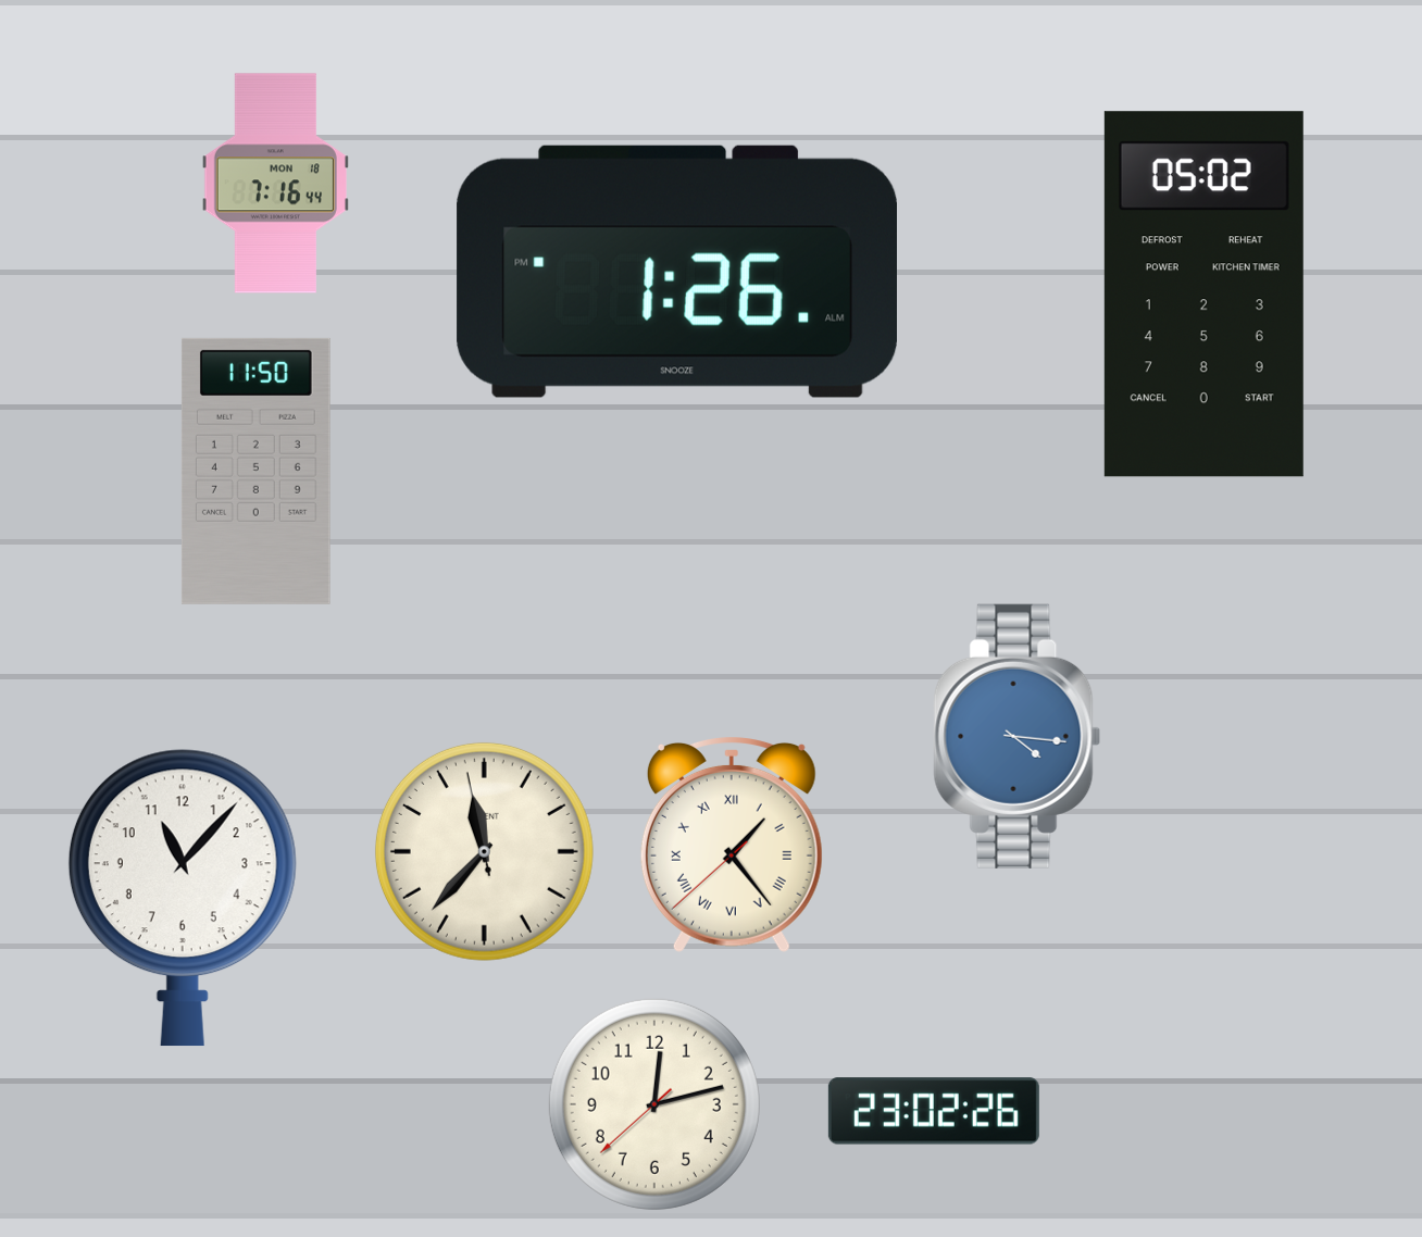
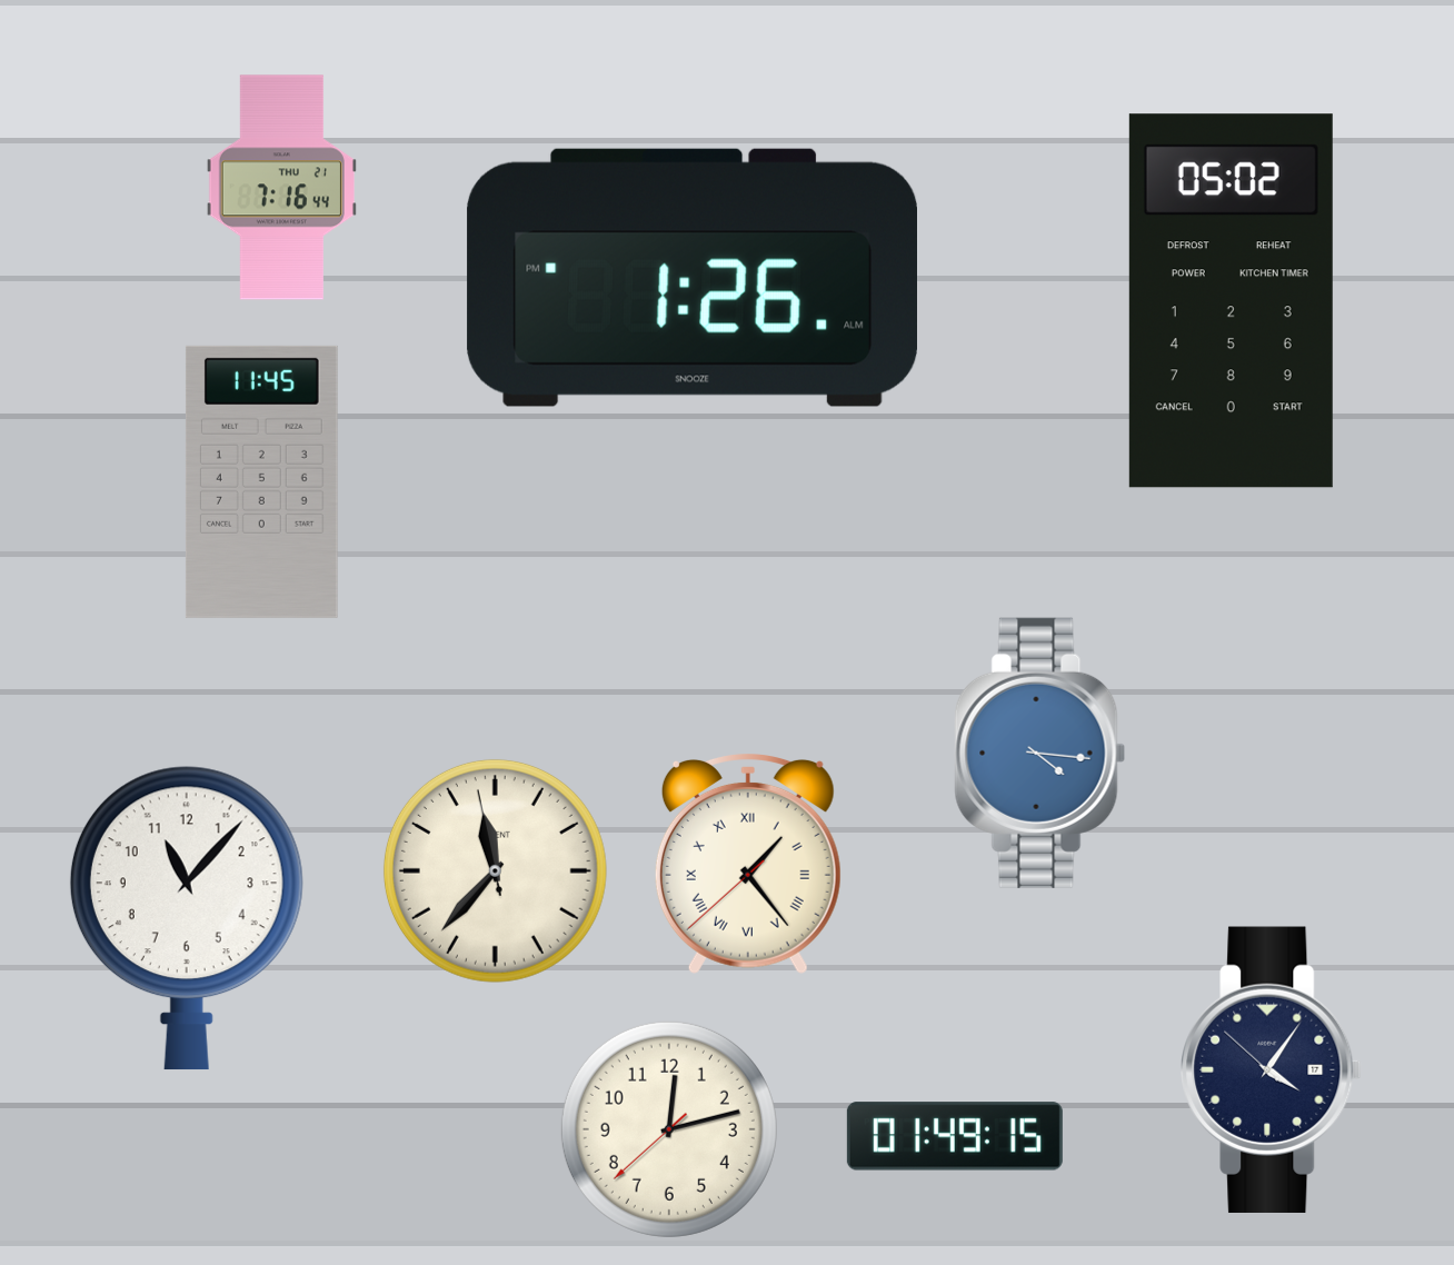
clock at (275, 184) date: MON 18 -> THU 21
clock at (255, 471): 11:50 -> 11:45
clock at (1272, 1069): none -> 4:05
clock at (934, 1111): 23:02 -> 01:49
